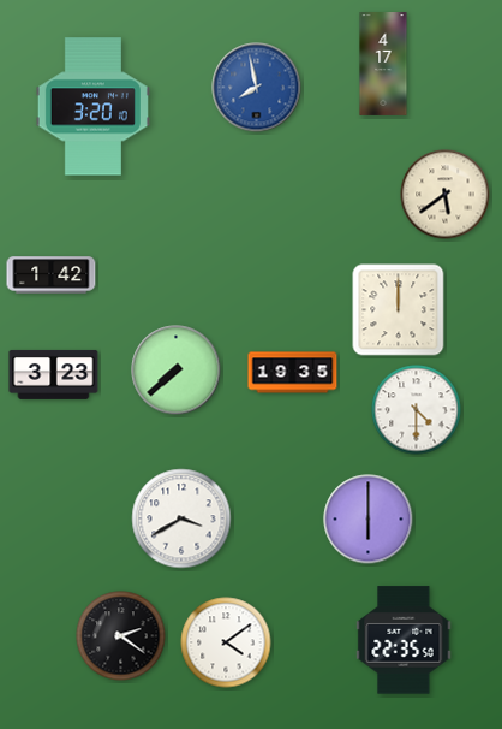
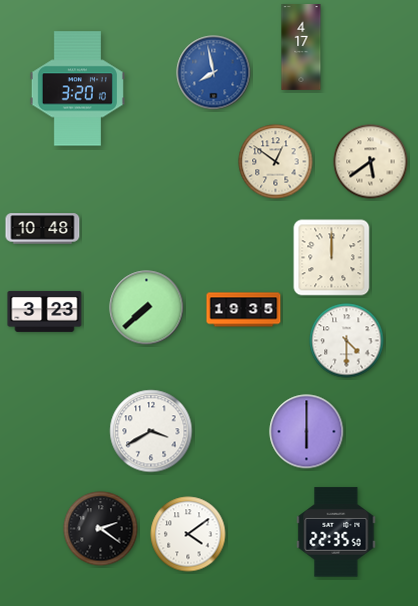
clock at (383, 65) position: (383, 65) -> (301, 48)
clock at (276, 162): none -> 12:51
clock at (52, 275): 1:42 -> 10:48
